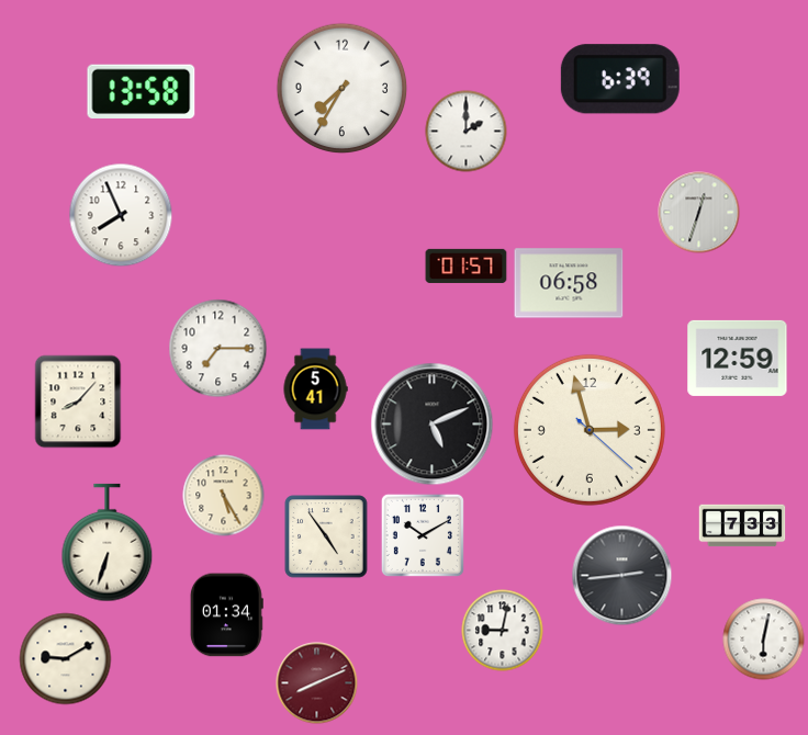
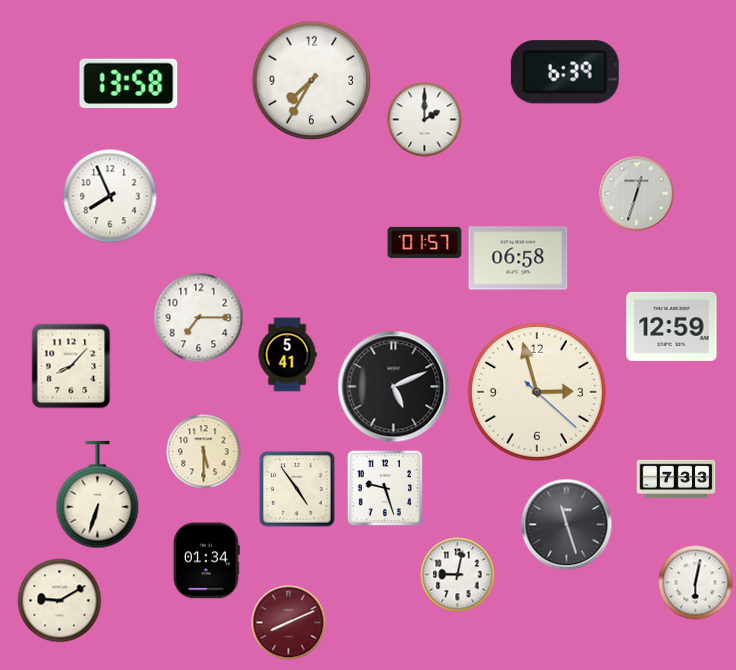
clock at (224, 496): 5:25 -> 5:30
clock at (423, 535): 10:10 -> 9:27
clock at (622, 576): 2:44 -> 11:27
